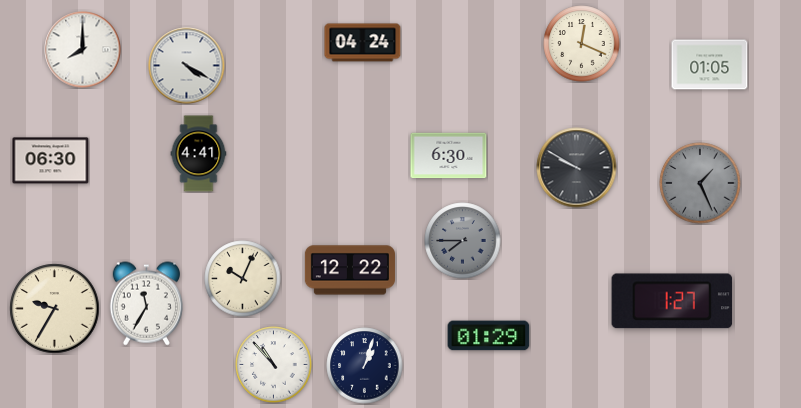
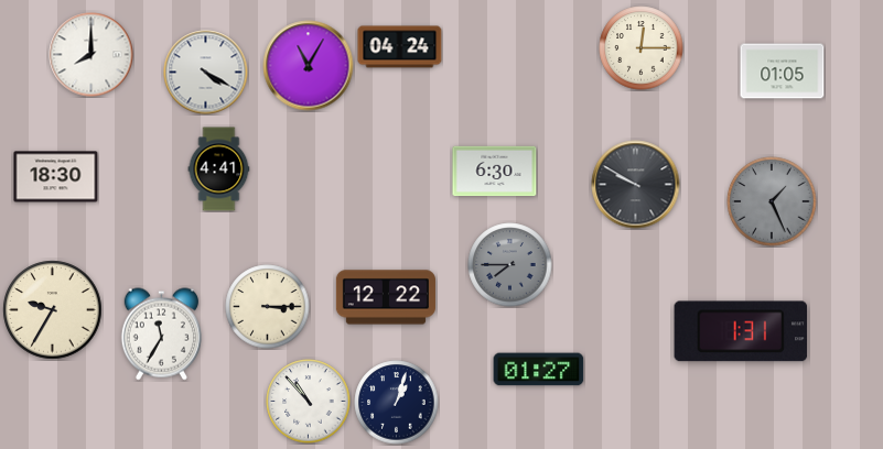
clock at (582, 44): 12:19 -> 12:15
clock at (309, 66): none -> 11:05
clock at (51, 161): 06:30 -> 18:30
clock at (243, 279): 10:04 -> 3:15
clock at (672, 301): 1:27 -> 1:31
clock at (55, 309) position: (55, 309) -> (53, 310)
clock at (489, 336): 01:29 -> 01:27
clock at (274, 365) position: (274, 365) -> (309, 402)
clock at (365, 366) position: (365, 366) -> (397, 403)
